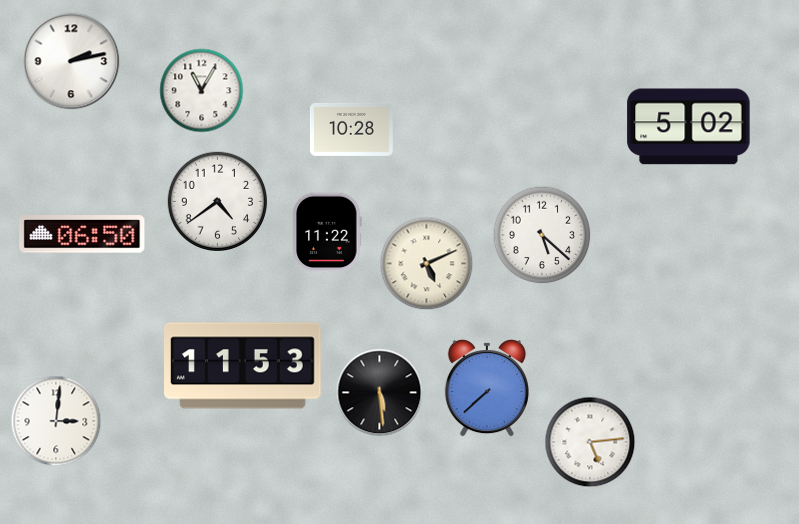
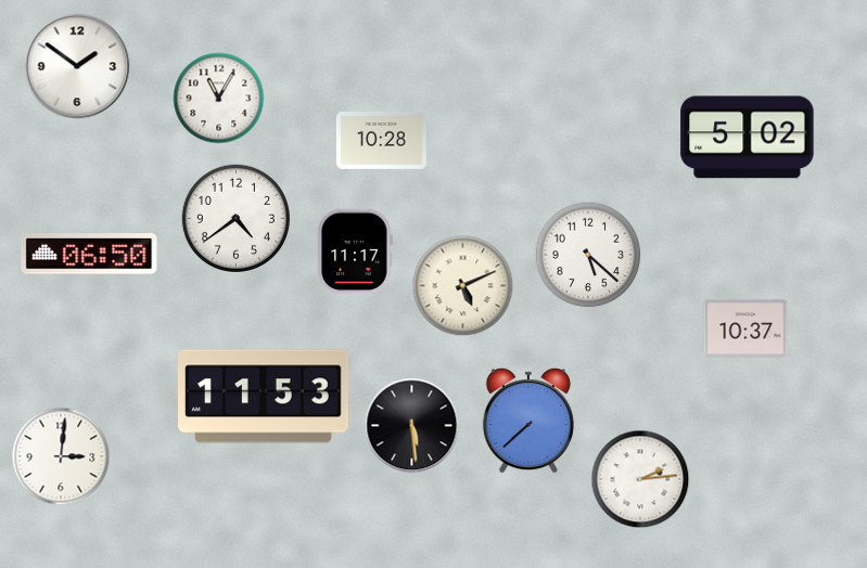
clock at (71, 61): 2:13 -> 1:51
clock at (327, 232): 11:22 -> 11:17
clock at (745, 328): none -> 10:37
clock at (590, 442): 5:14 -> 2:14
